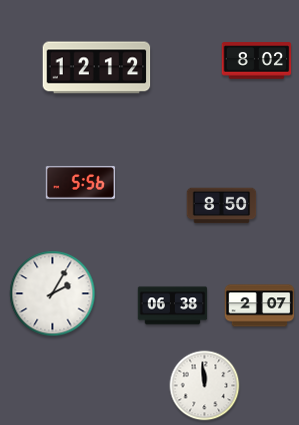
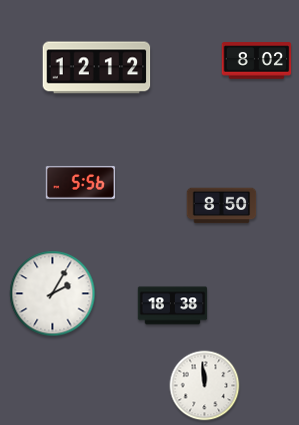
clock at (173, 306): 06:38 -> 18:38
clock at (260, 306): 2:07 -> none
